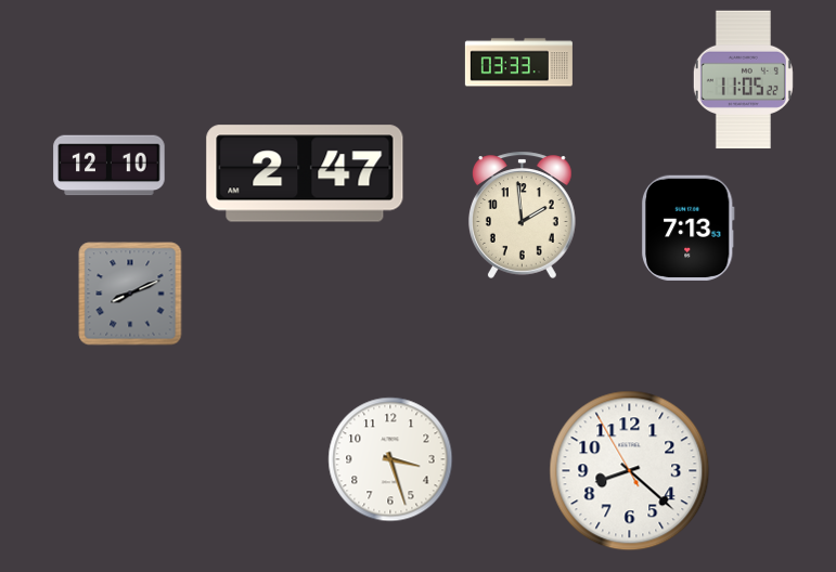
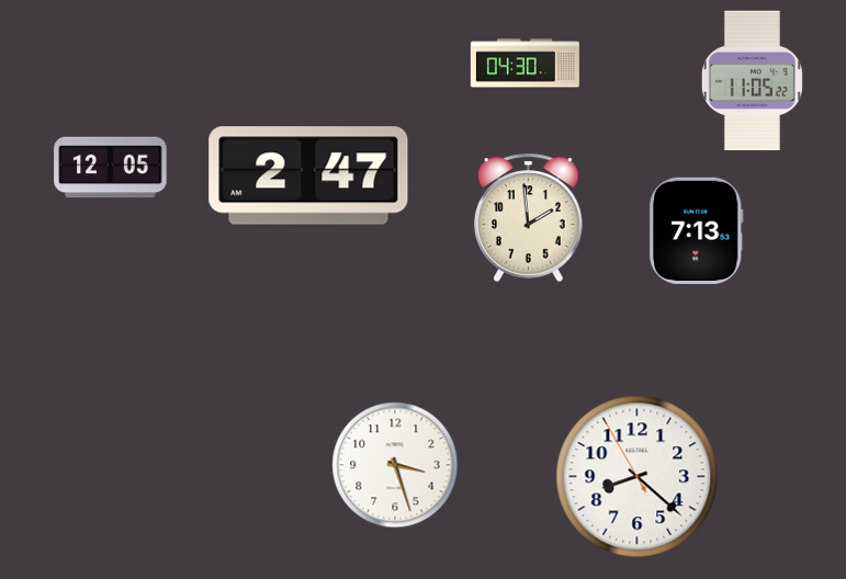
clock at (518, 63): 03:33 -> 04:30
clock at (110, 166): 12:10 -> 12:05
clock at (130, 294): 8:11 -> none
